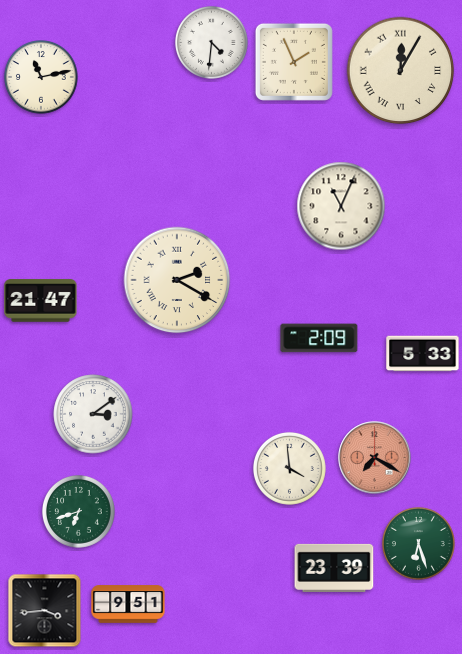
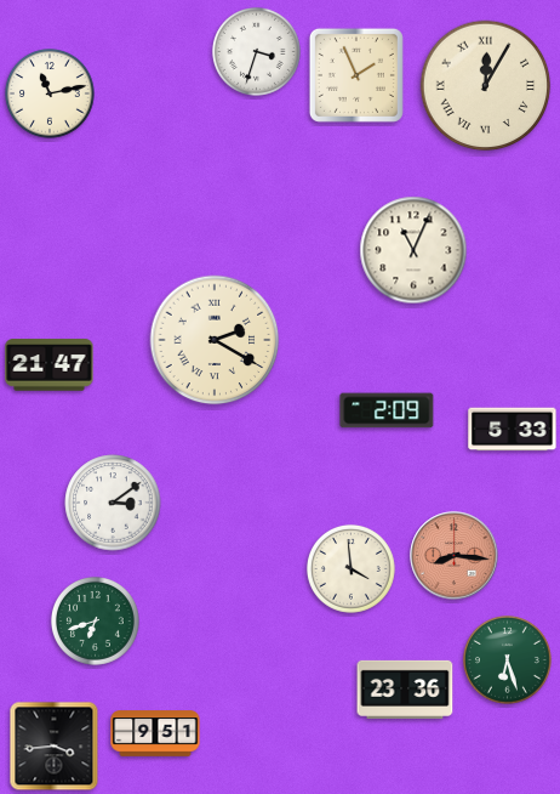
clock at (212, 43): 4:31 -> 3:33
clock at (375, 458): 7:20 -> 8:16
clock at (334, 568): 23:39 -> 23:36
clock at (45, 611) position: (45, 611) -> (55, 747)
